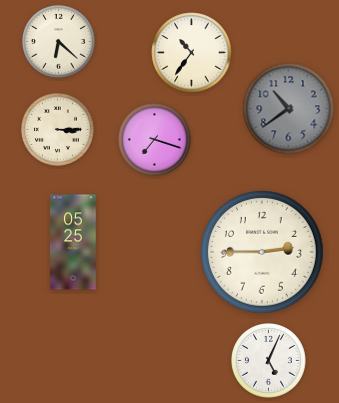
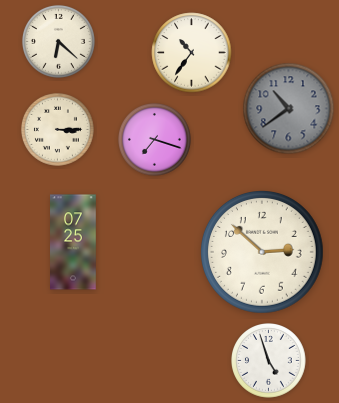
clock at (73, 242): 05:25 -> 07:25
clock at (263, 253): 2:45 -> 2:52
clock at (269, 361): 5:04 -> 4:57
